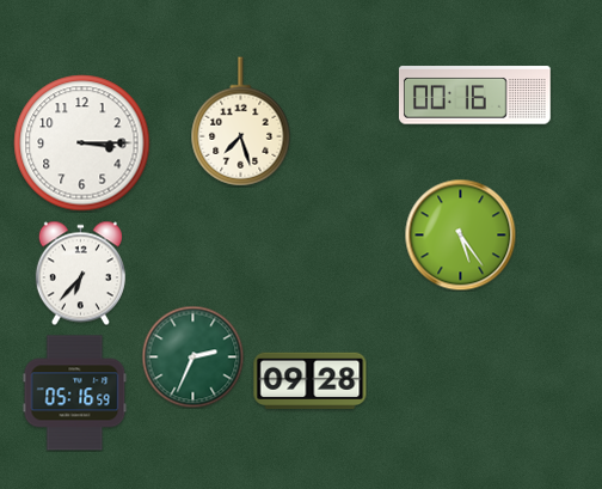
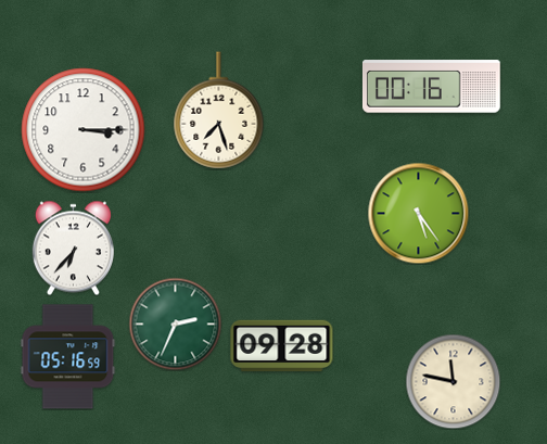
clock at (82, 143) position: (82, 143) -> (84, 130)
clock at (453, 381): none -> 11:47
